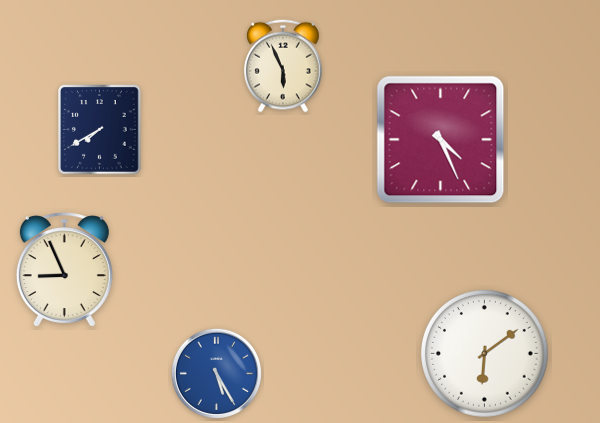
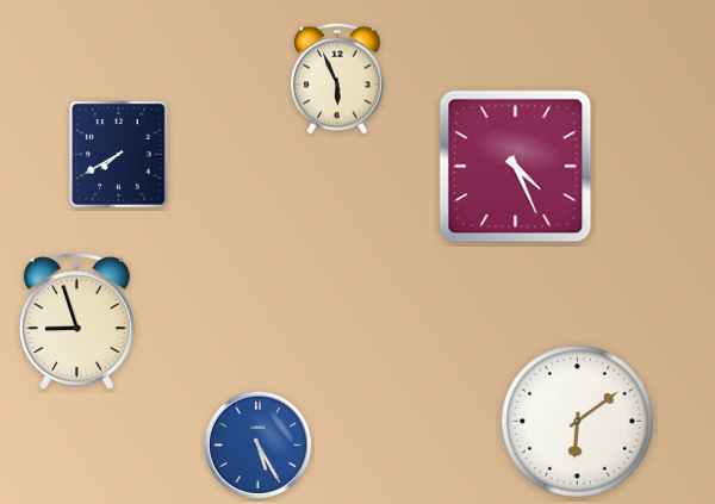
clock at (441, 140) position: (441, 140) -> (516, 167)
clock at (64, 270): 8:56 -> 8:57
